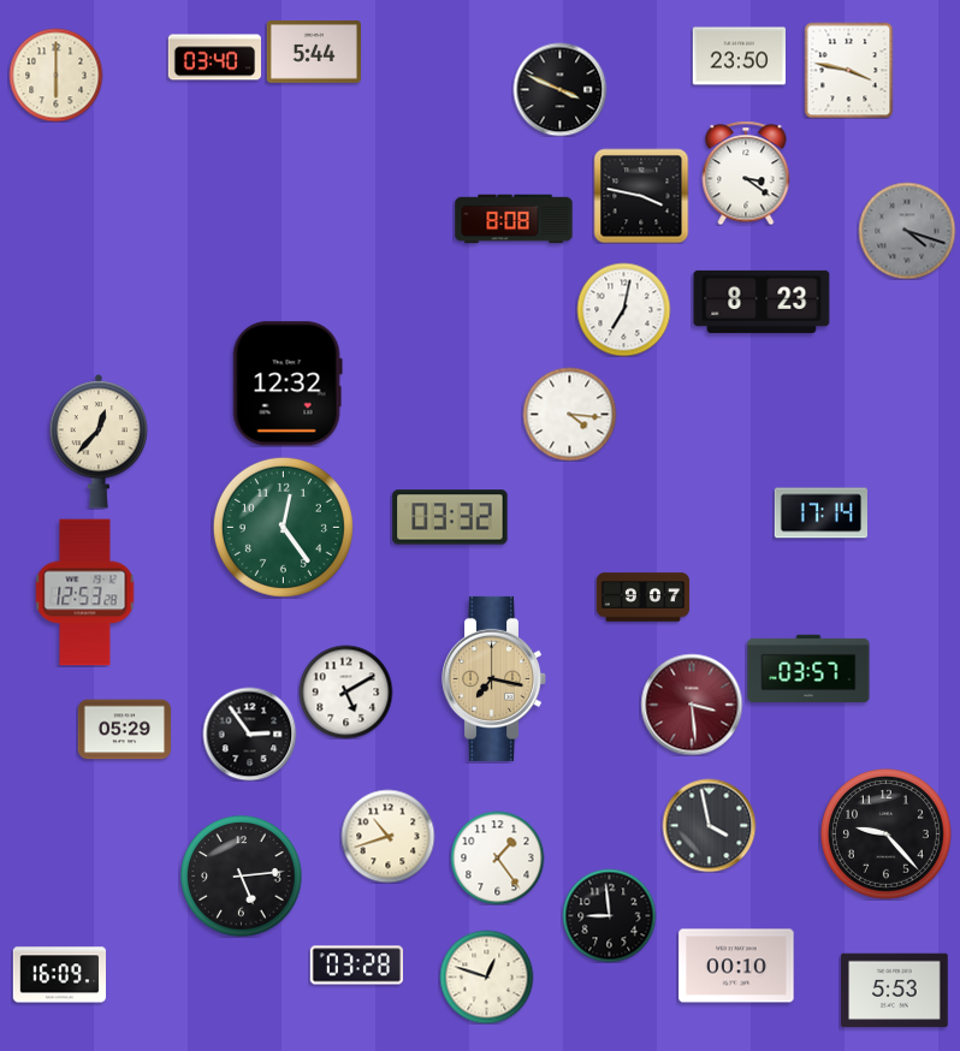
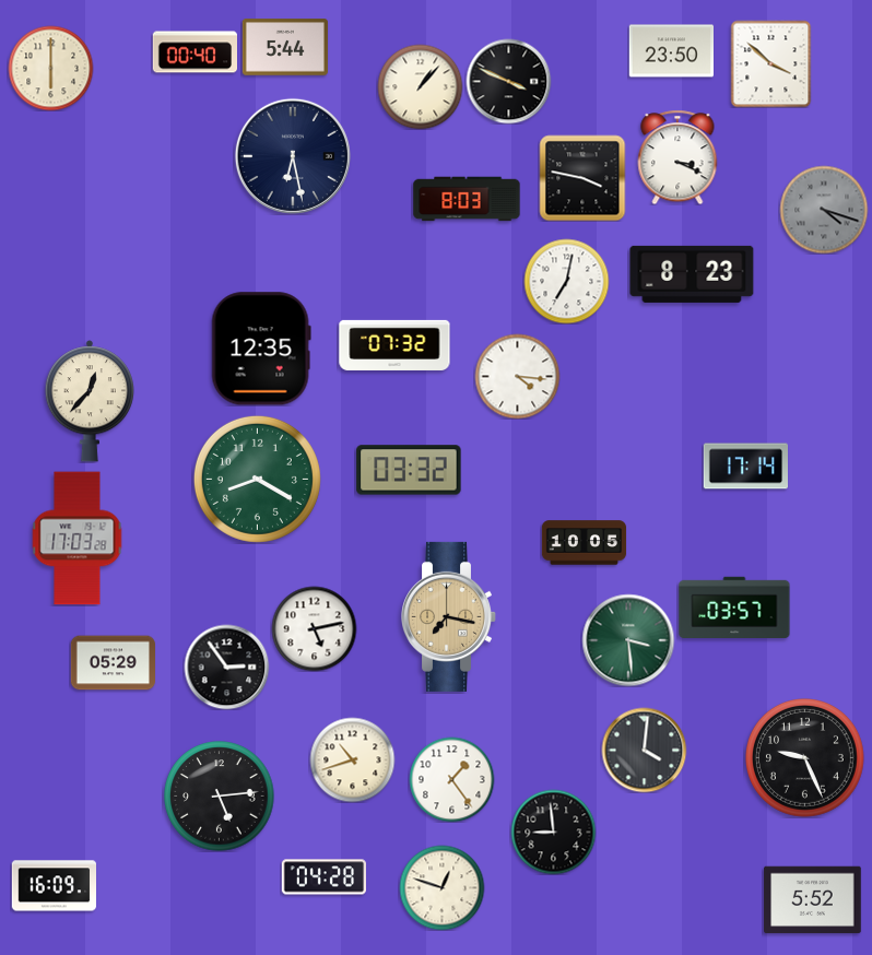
clock at (214, 58): 03:40 -> 00:40
clock at (849, 70): 3:47 -> 3:52
clock at (420, 86): none -> 1:07
clock at (293, 156): none -> 6:28
clock at (746, 173): 3:21 -> 3:19
clock at (514, 219): 8:08 -> 8:03
clock at (394, 345): none -> 07:32
clock at (288, 384): 12:32 -> 12:35
clock at (283, 527): 12:24 -> 8:20
clock at (85, 593): 12:53 -> 17:03
clock at (642, 598): 9:07 -> 10:05
clock at (345, 691): 5:10 -> 5:13
clock at (692, 705) dial: burgundy -> green
clock at (709, 825): 3:58 -> 4:01
clock at (887, 835): 9:23 -> 9:26
clock at (356, 966): 03:28 -> 04:28
clock at (736, 966): 00:10 -> none
clock at (895, 991): 5:53 -> 5:52
